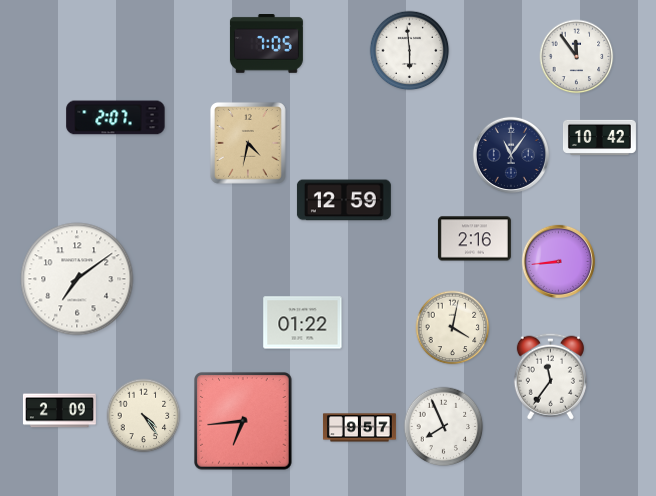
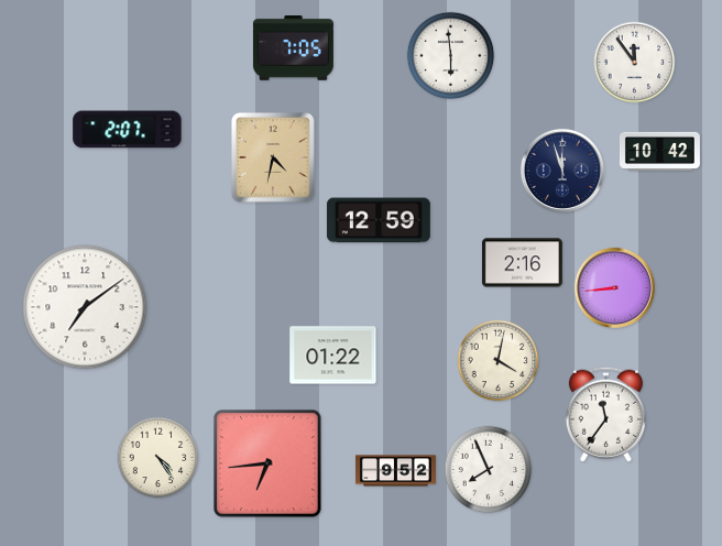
clock at (511, 155): 11:06 -> 11:57
clock at (59, 411): 2:09 -> none
clock at (359, 428): 9:57 -> 9:52
